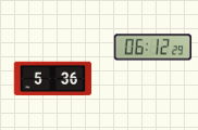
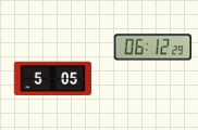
clock at (53, 79): 5:36 -> 5:05
